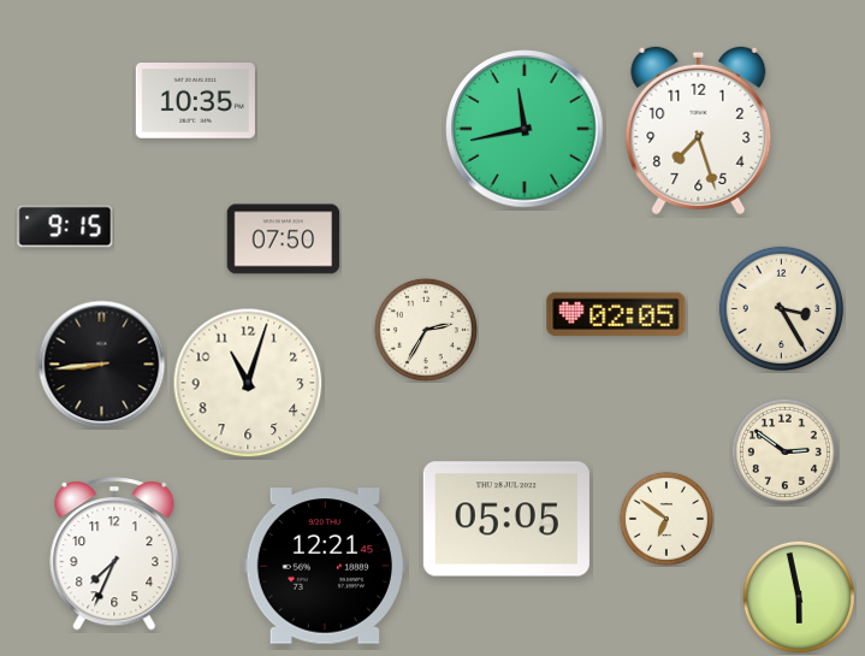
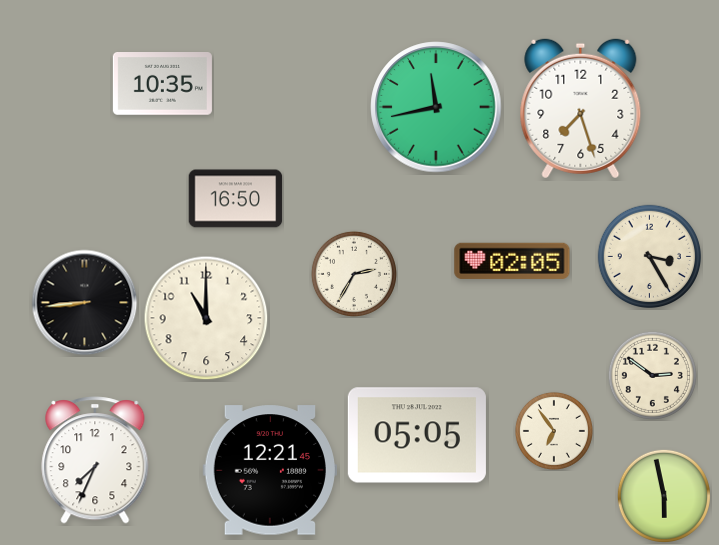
clock at (65, 226): 9:15 -> none
clock at (284, 240): 07:50 -> 16:50
clock at (248, 383): 11:03 -> 11:00
clock at (506, 519) position: (506, 519) -> (417, 435)
clock at (666, 519): 6:51 -> 6:54
